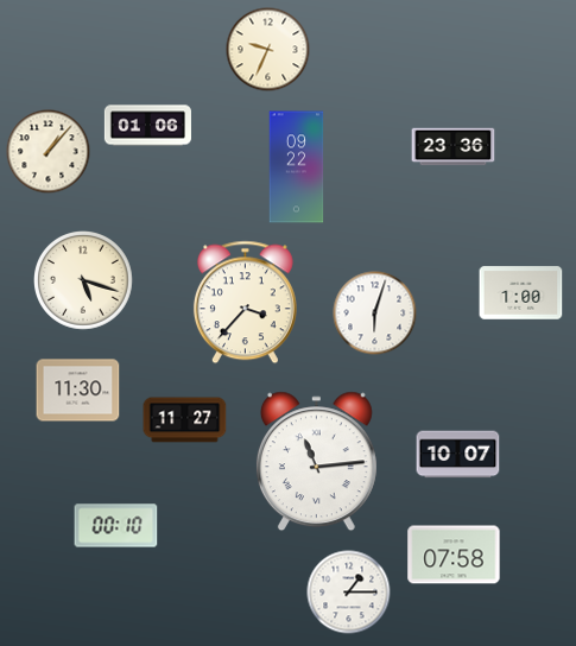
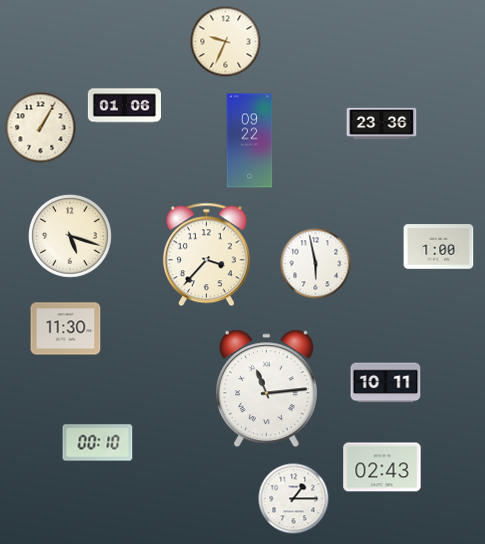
clock at (49, 152): 1:07 -> 1:05
clock at (375, 313): 6:03 -> 5:58
clock at (185, 420): 11:27 -> none
clock at (458, 455): 10:07 -> 10:11
clock at (454, 555): 07:58 -> 02:43
